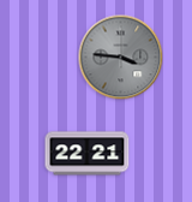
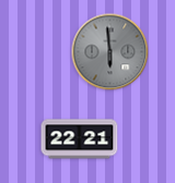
clock at (121, 58): 3:46 -> 5:59
